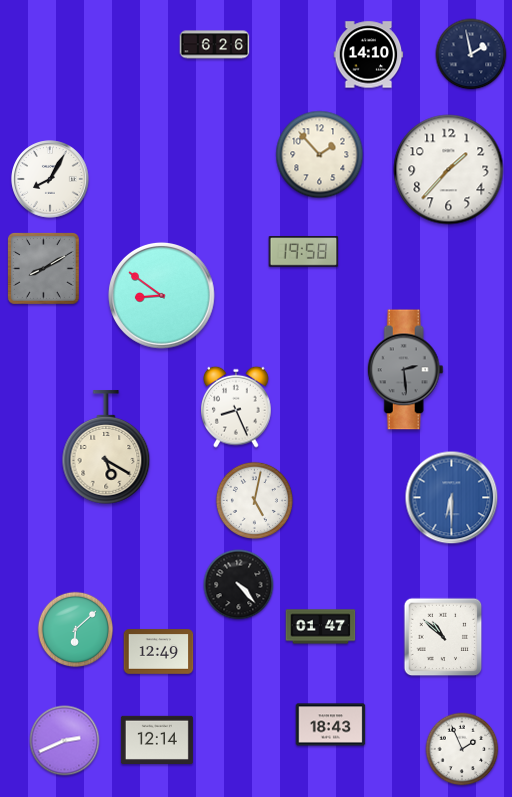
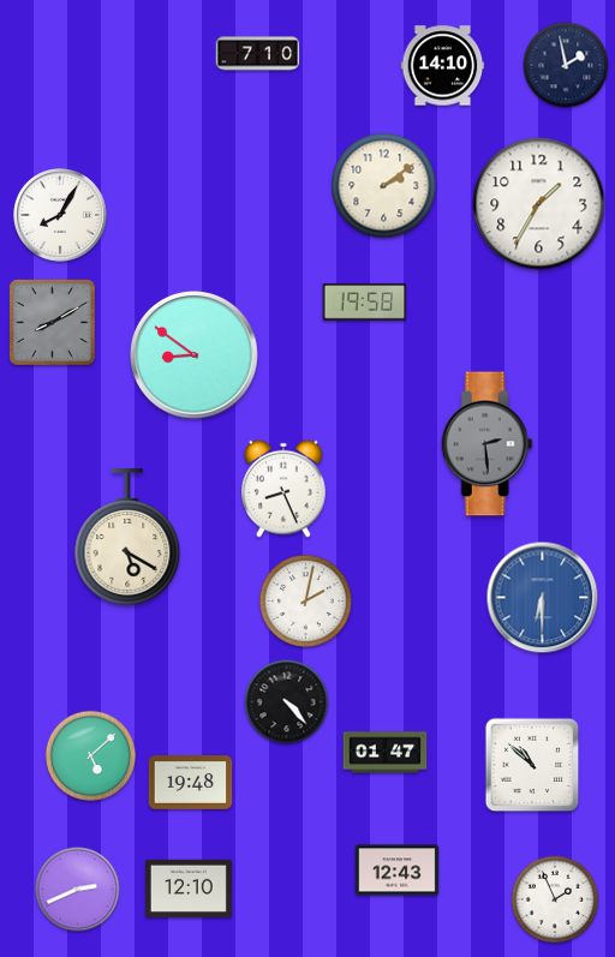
clock at (215, 45): 6:26 -> 7:10
clock at (320, 155): 1:53 -> 2:09
clock at (449, 170): 1:37 -> 1:35
clock at (254, 500): 5:02 -> 2:02
clock at (76, 630): 6:08 -> 5:08
clock at (159, 652): 12:49 -> 19:48
clock at (331, 725): 18:43 -> 12:43
clock at (157, 739): 12:14 -> 12:10
